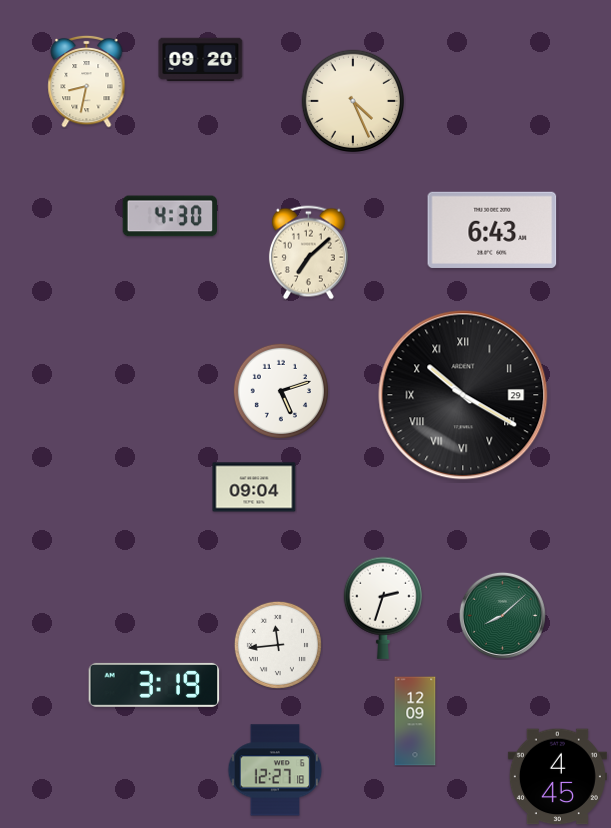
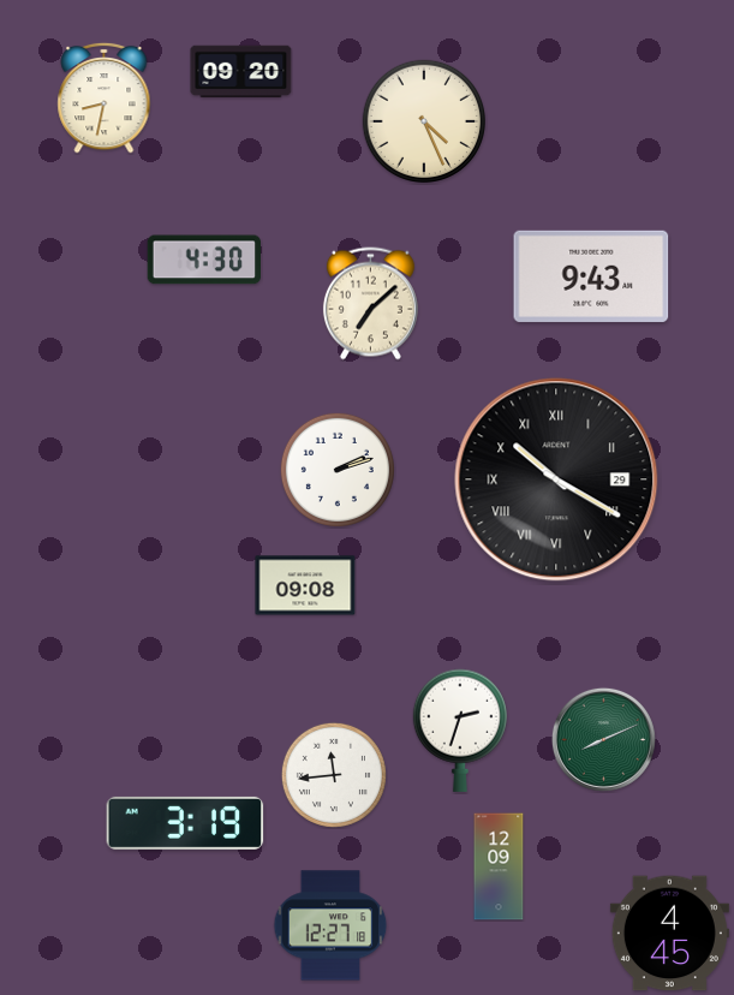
clock at (492, 230): 6:43 -> 9:43
clock at (281, 391): 5:12 -> 2:12
clock at (463, 395) position: (463, 395) -> (556, 479)
clock at (254, 487): 09:04 -> 09:08
clock at (502, 615): 8:08 -> 8:11
